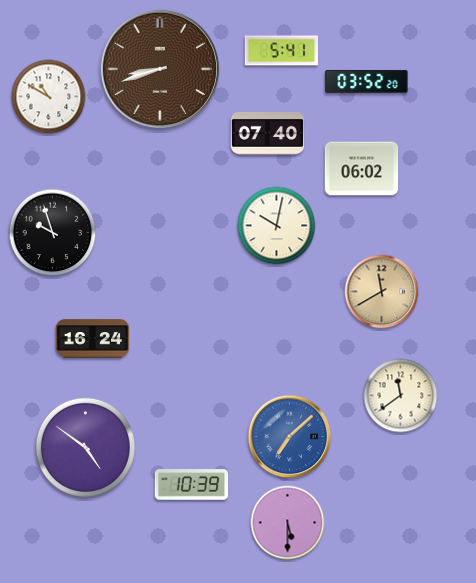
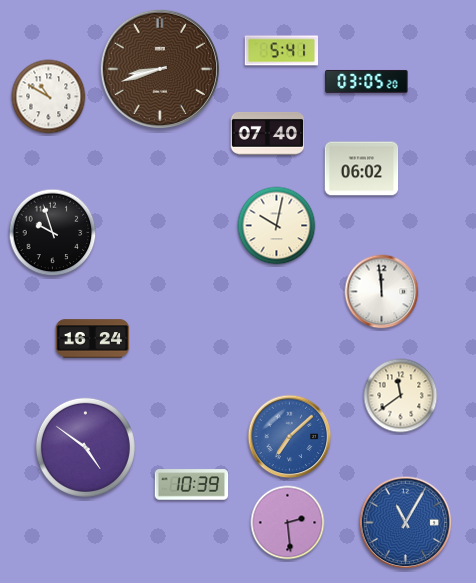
clock at (367, 81): 03:52 -> 03:05
clock at (382, 292): 11:40 -> 11:59
clock at (382, 292) dial: champagne -> white
clock at (288, 523): 5:30 -> 2:29
clock at (406, 523): none -> 11:05
